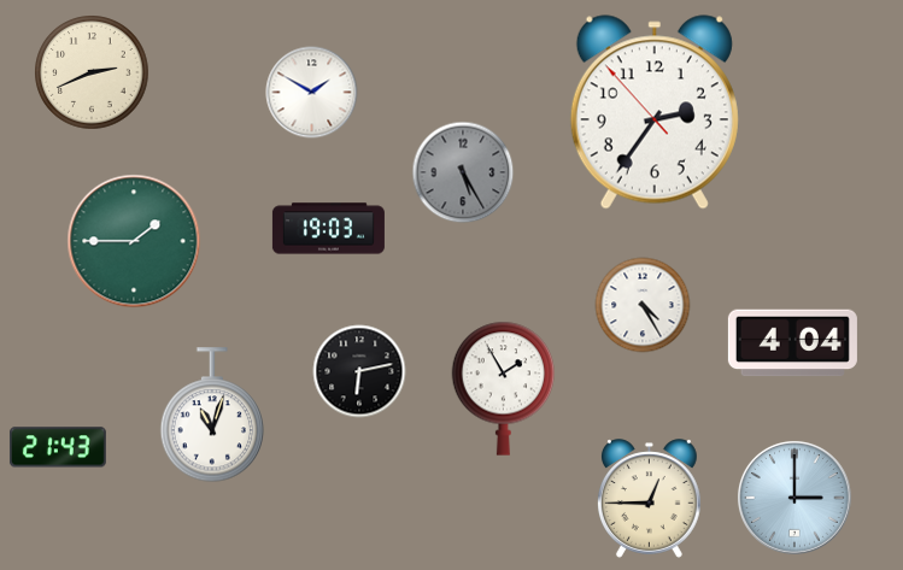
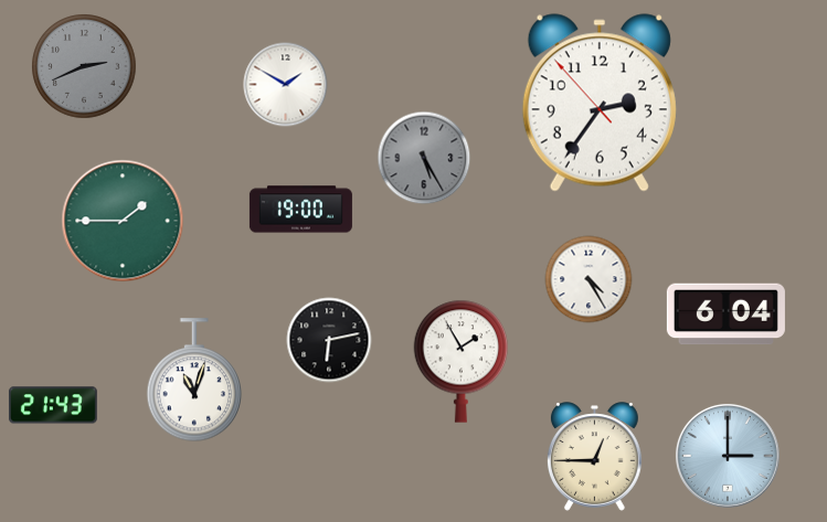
clock at (92, 72) dial: cream -> grey
clock at (328, 229): 19:03 -> 19:00
clock at (792, 343): 4:04 -> 6:04
clock at (504, 388) position: (504, 388) -> (462, 361)
clock at (58, 447) position: (58, 447) -> (53, 405)
